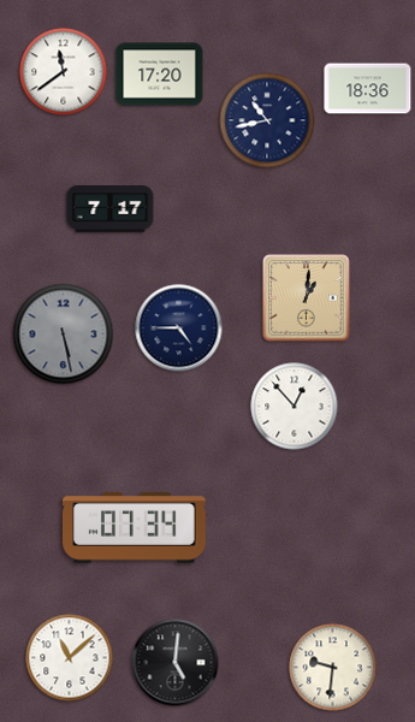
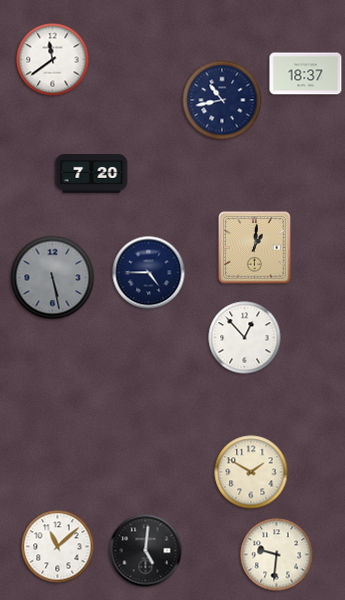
clock at (160, 75): 17:20 -> none
clock at (368, 89): 18:36 -> 18:37
clock at (111, 209): 7:17 -> 7:20
clock at (135, 528): 07:34 -> none
clock at (251, 472): none -> 1:50
